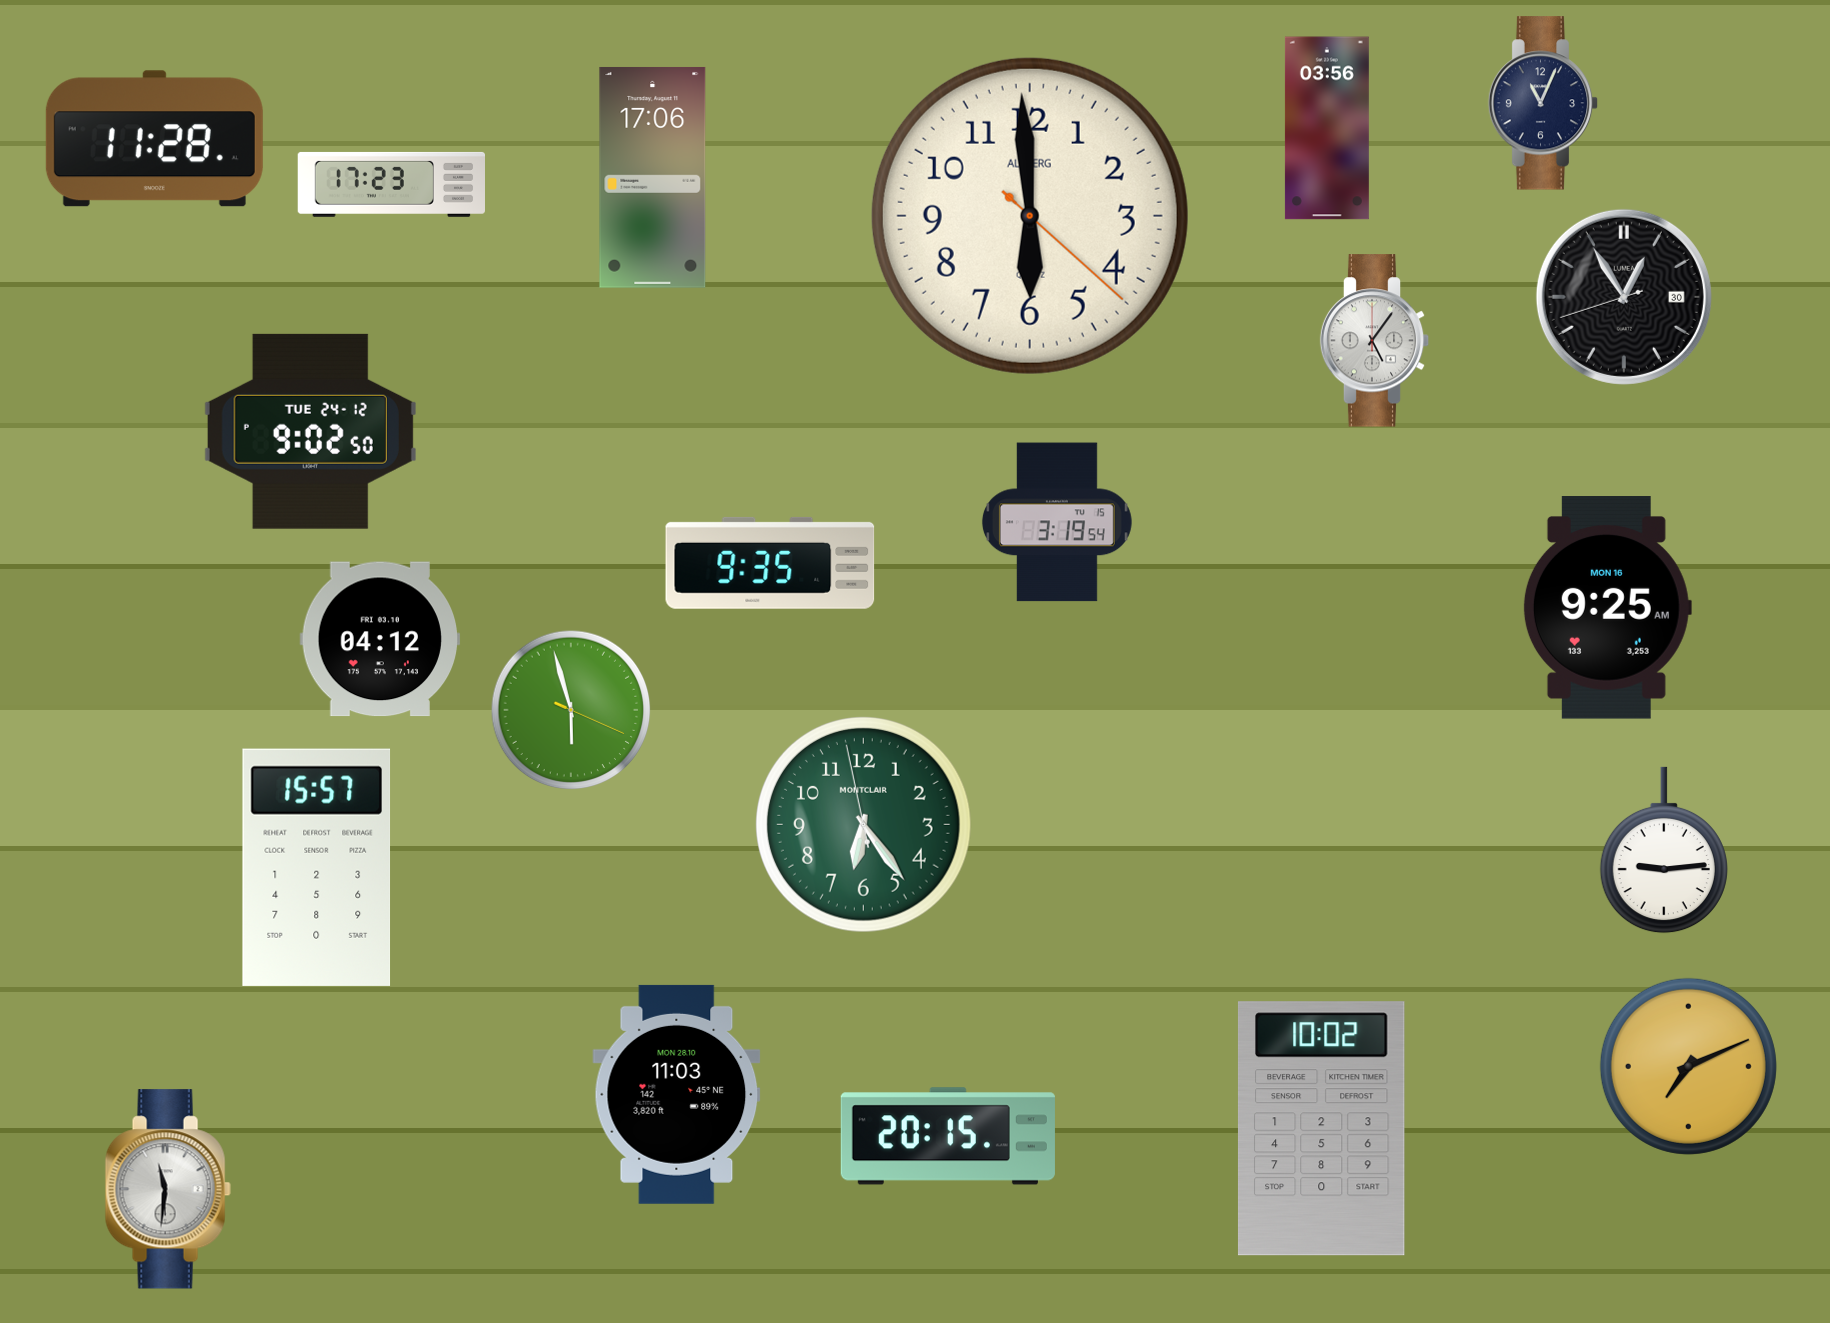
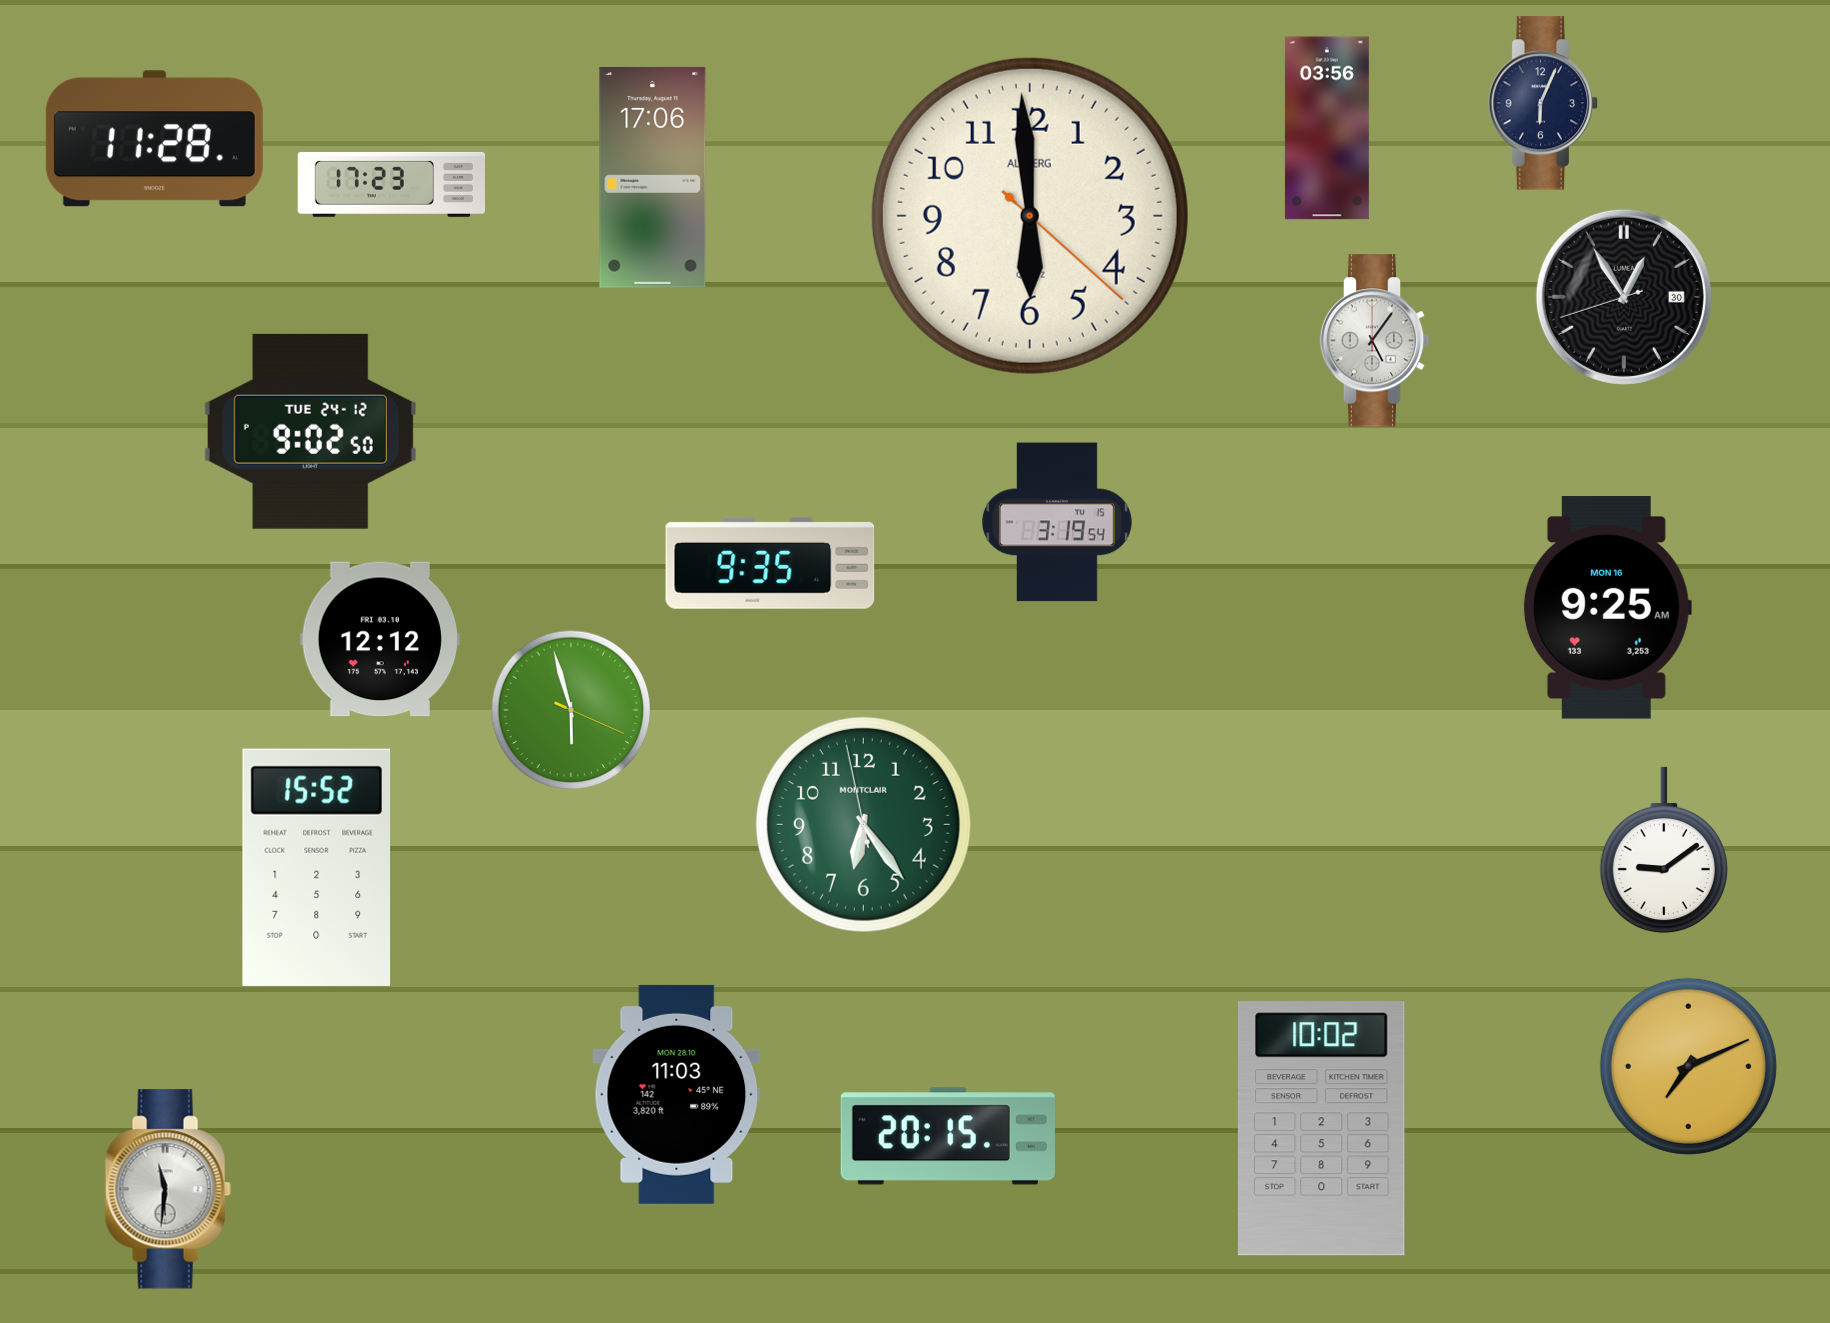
clock at (1543, 103): 11:04 -> 6:04
clock at (380, 639): 04:12 -> 12:12
clock at (1664, 850): 9:14 -> 9:09
clock at (317, 867): 15:57 -> 15:52
